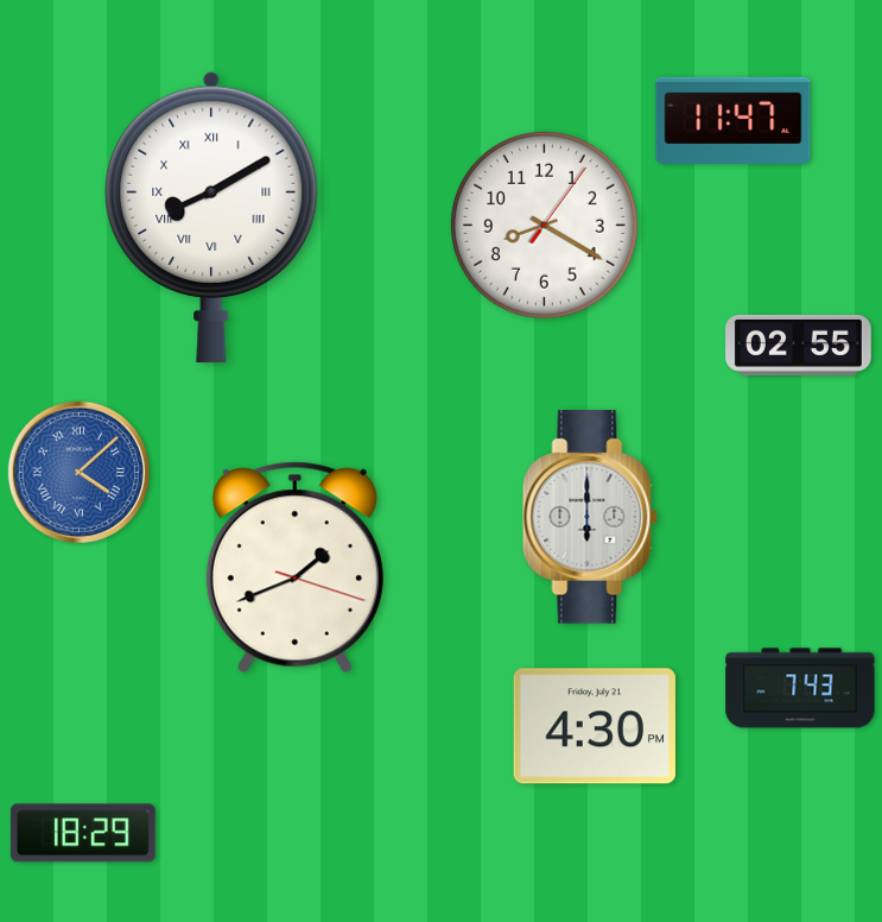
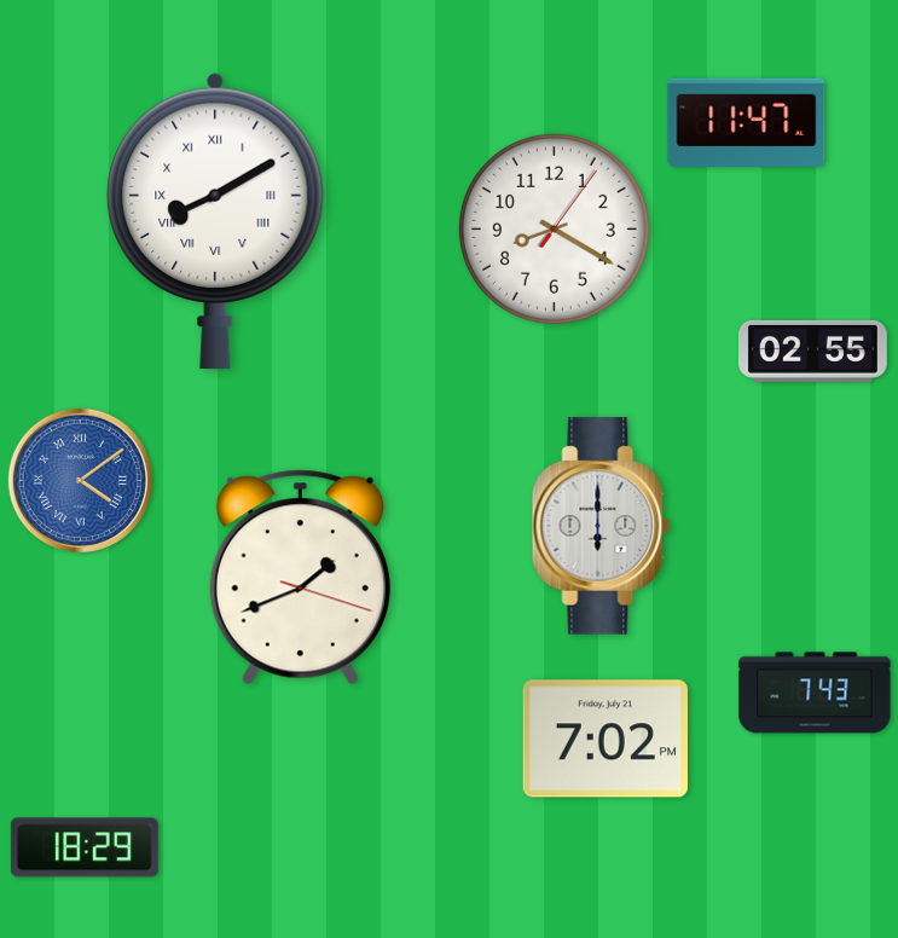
clock at (78, 472): 4:08 -> 4:09
clock at (800, 688) position: (800, 688) -> (815, 693)
clock at (595, 726): 4:30 -> 7:02
